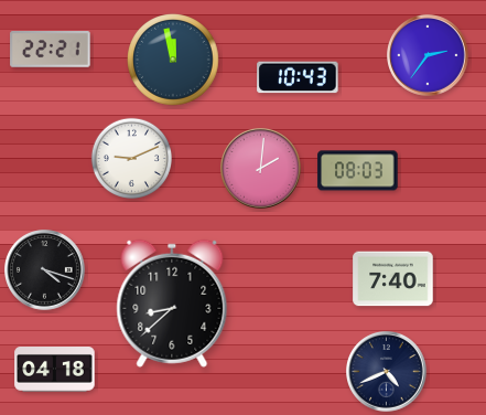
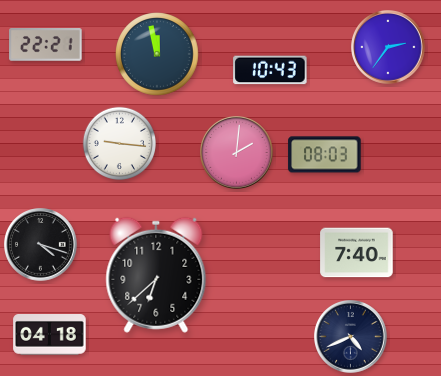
clock at (428, 55) position: (428, 55) -> (388, 47)
clock at (131, 158): 9:11 -> 9:16
clock at (172, 304): 8:38 -> 6:38
